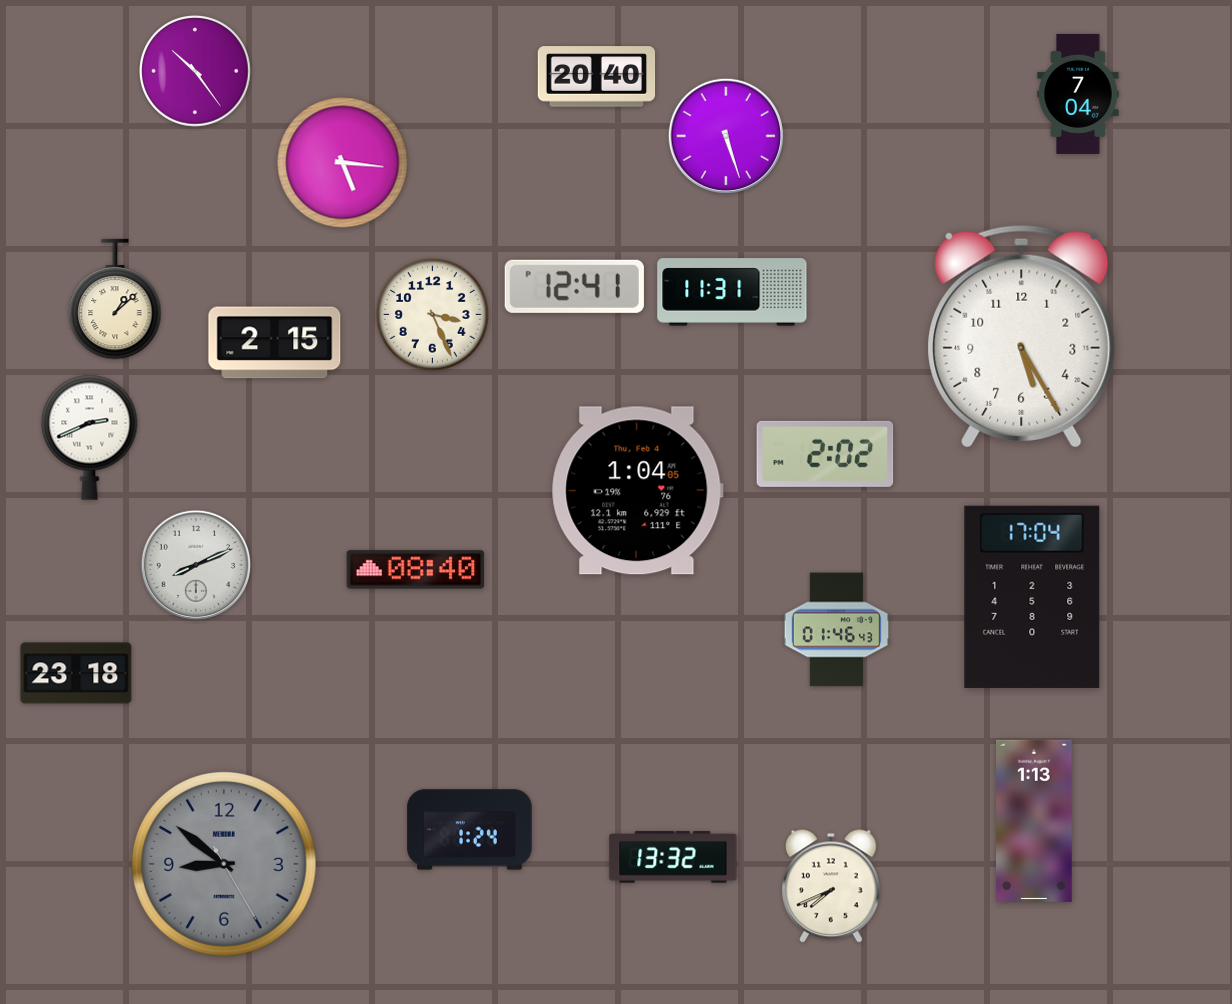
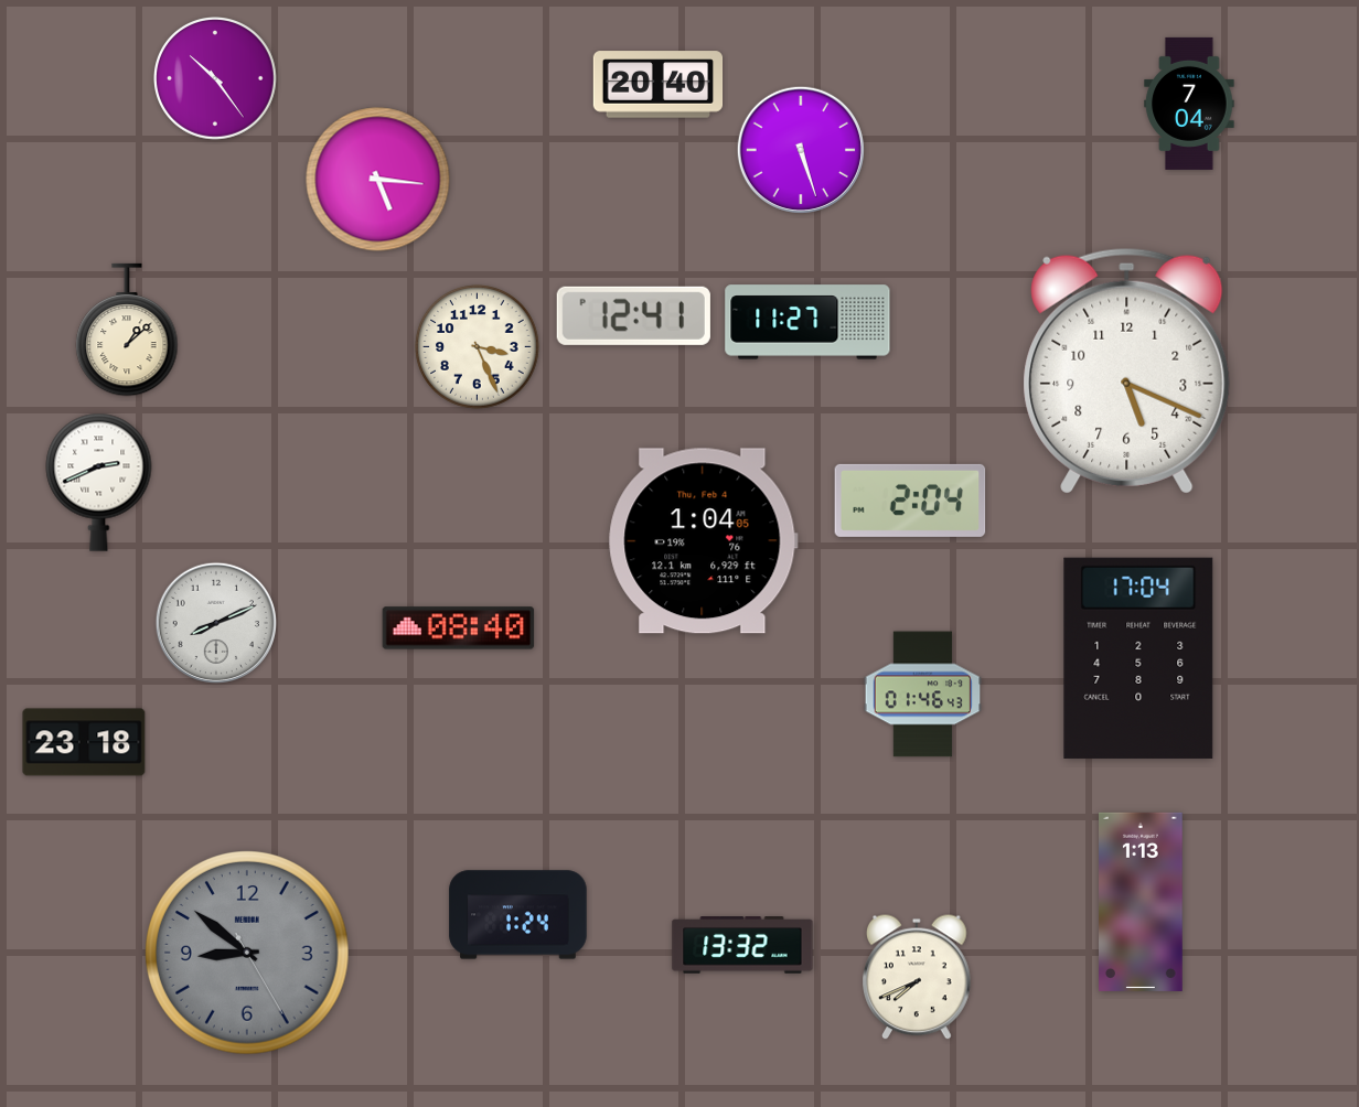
clock at (732, 292): 11:31 -> 11:27
clock at (1022, 336): 5:25 -> 5:19
clock at (275, 343): 2:15 -> none
clock at (825, 454): 2:02 -> 2:04
clock at (1035, 821) position: (1035, 821) -> (1142, 902)
